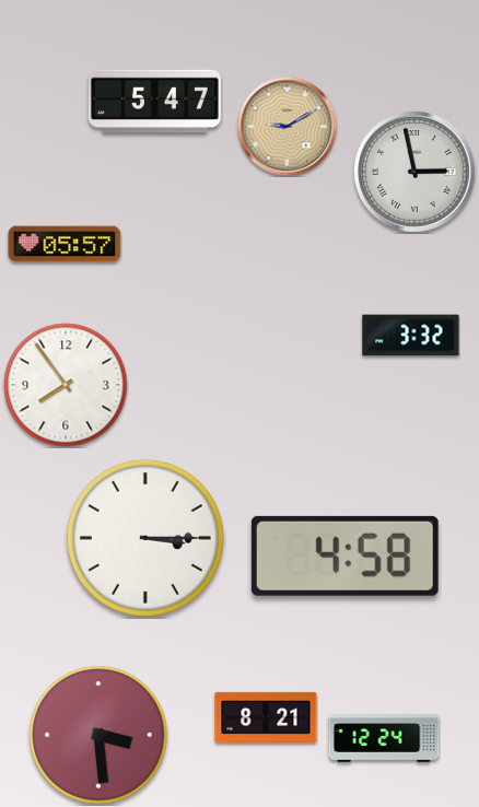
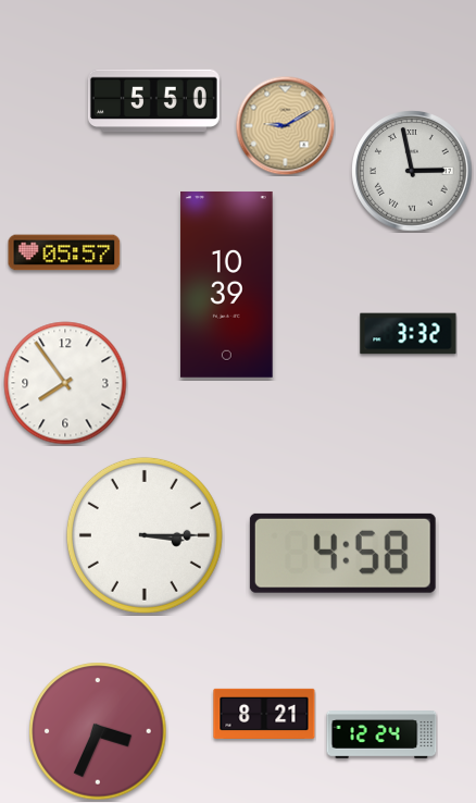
clock at (154, 102): 5:47 -> 5:50
clock at (65, 244) position: (65, 244) -> (64, 252)
clock at (227, 284): none -> 10:39
clock at (98, 735): 3:29 -> 3:34
